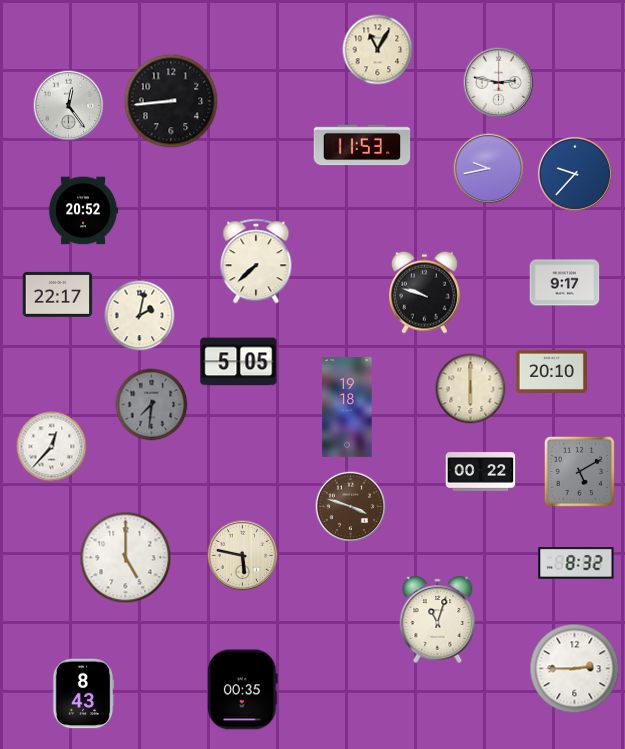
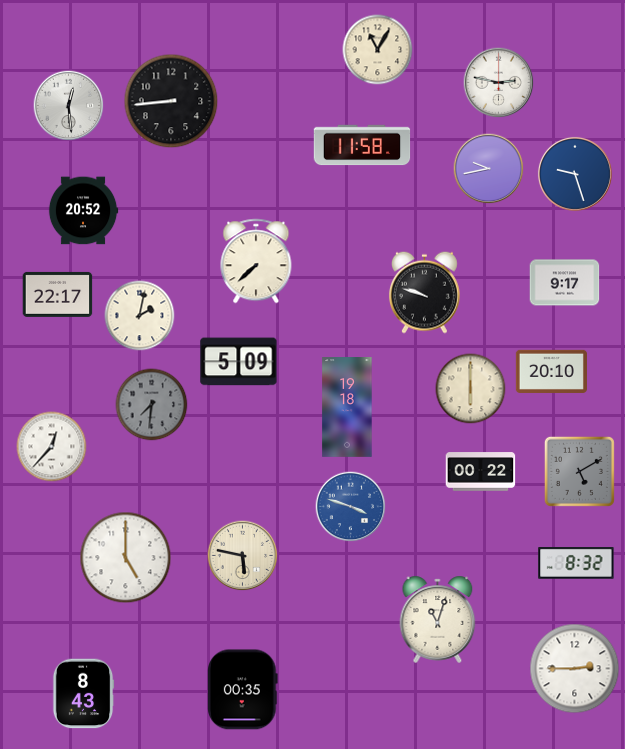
clock at (69, 106): 12:24 -> 12:29
clock at (362, 145): 11:53 -> 11:58
clock at (575, 174): 9:37 -> 9:27
clock at (239, 362): 5:05 -> 5:09
clock at (351, 507) dial: brown -> blue
